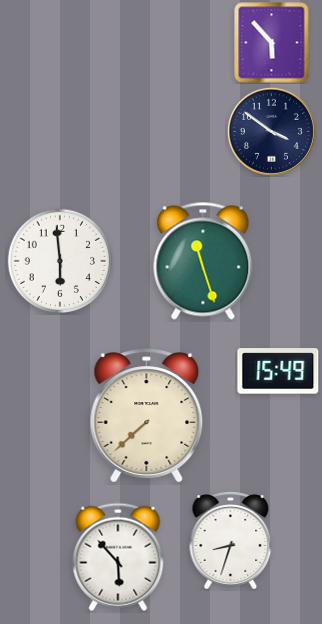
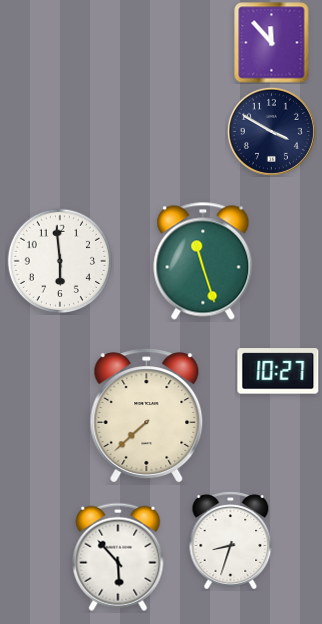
clock at (272, 43): 5:53 -> 11:53
clock at (271, 131): 3:51 -> 3:50
clock at (278, 371): 15:49 -> 10:27
